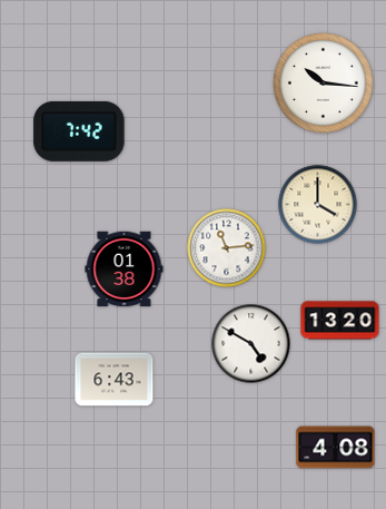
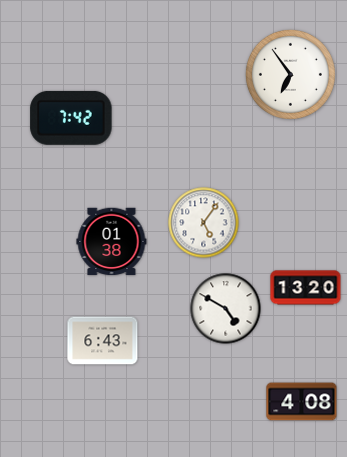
clock at (323, 82): 10:16 -> 6:54
clock at (318, 205): 4:00 -> none
clock at (227, 248): 11:14 -> 5:06
